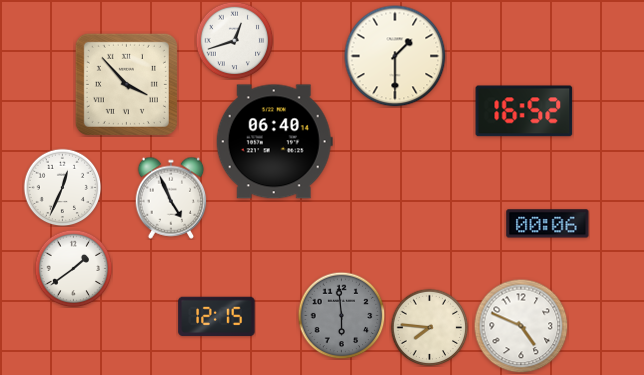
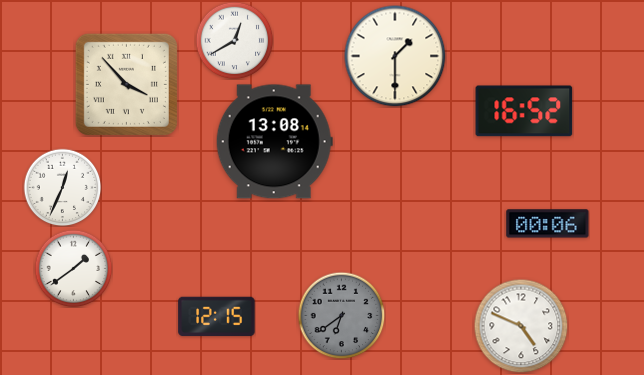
clock at (234, 40): 12:42 -> 12:40
clock at (274, 142): 06:40 -> 13:08
clock at (171, 198): 4:56 -> none
clock at (341, 315): 5:59 -> 6:39
clock at (429, 327): 7:46 -> none
